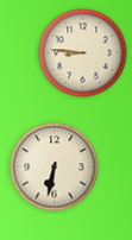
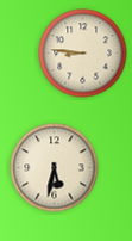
clock at (55, 168): 6:32 -> 5:32
